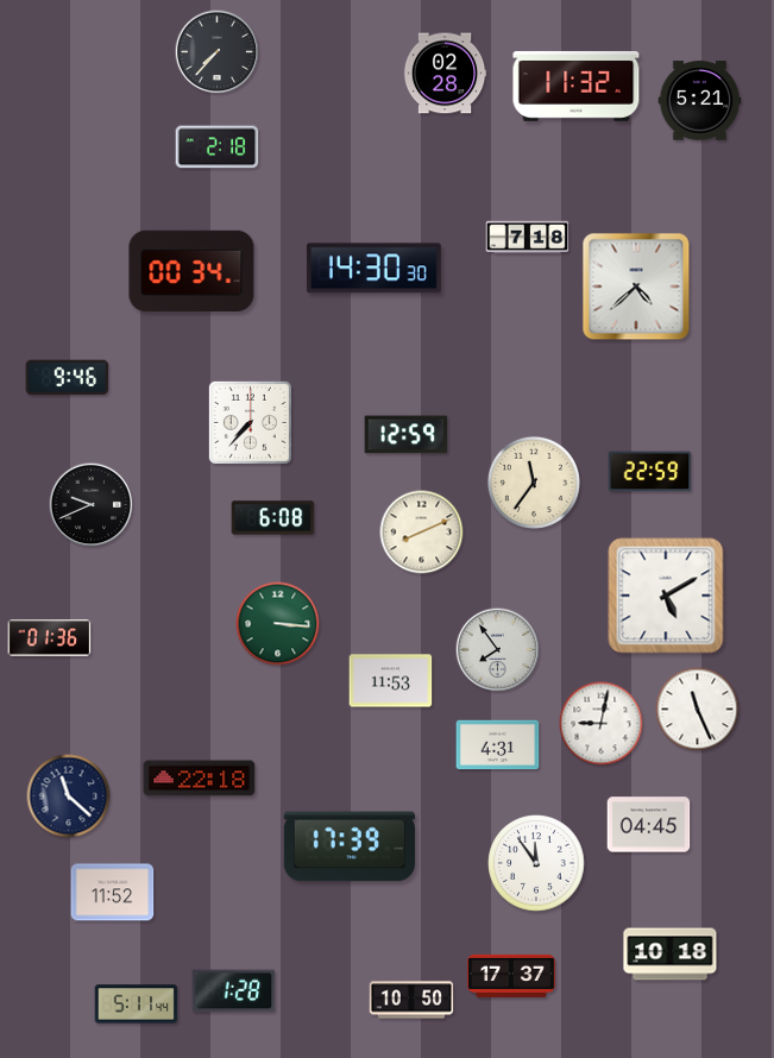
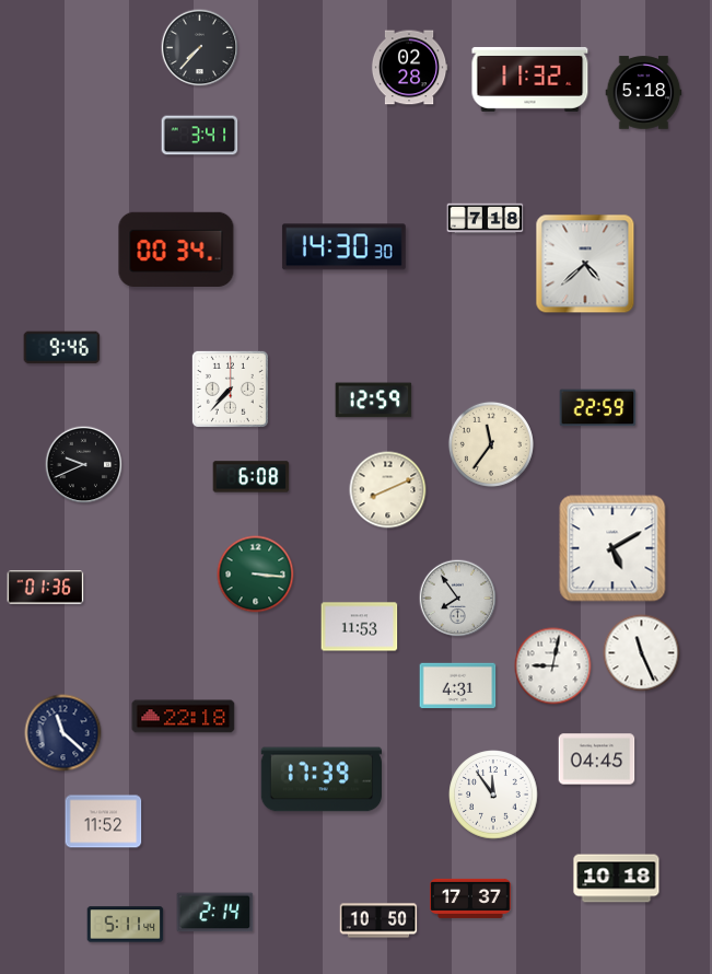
clock at (700, 101): 5:21 -> 5:18
clock at (218, 147): 2:18 -> 3:41
clock at (650, 472) position: (650, 472) -> (598, 408)
clock at (234, 991): 1:28 -> 2:14
